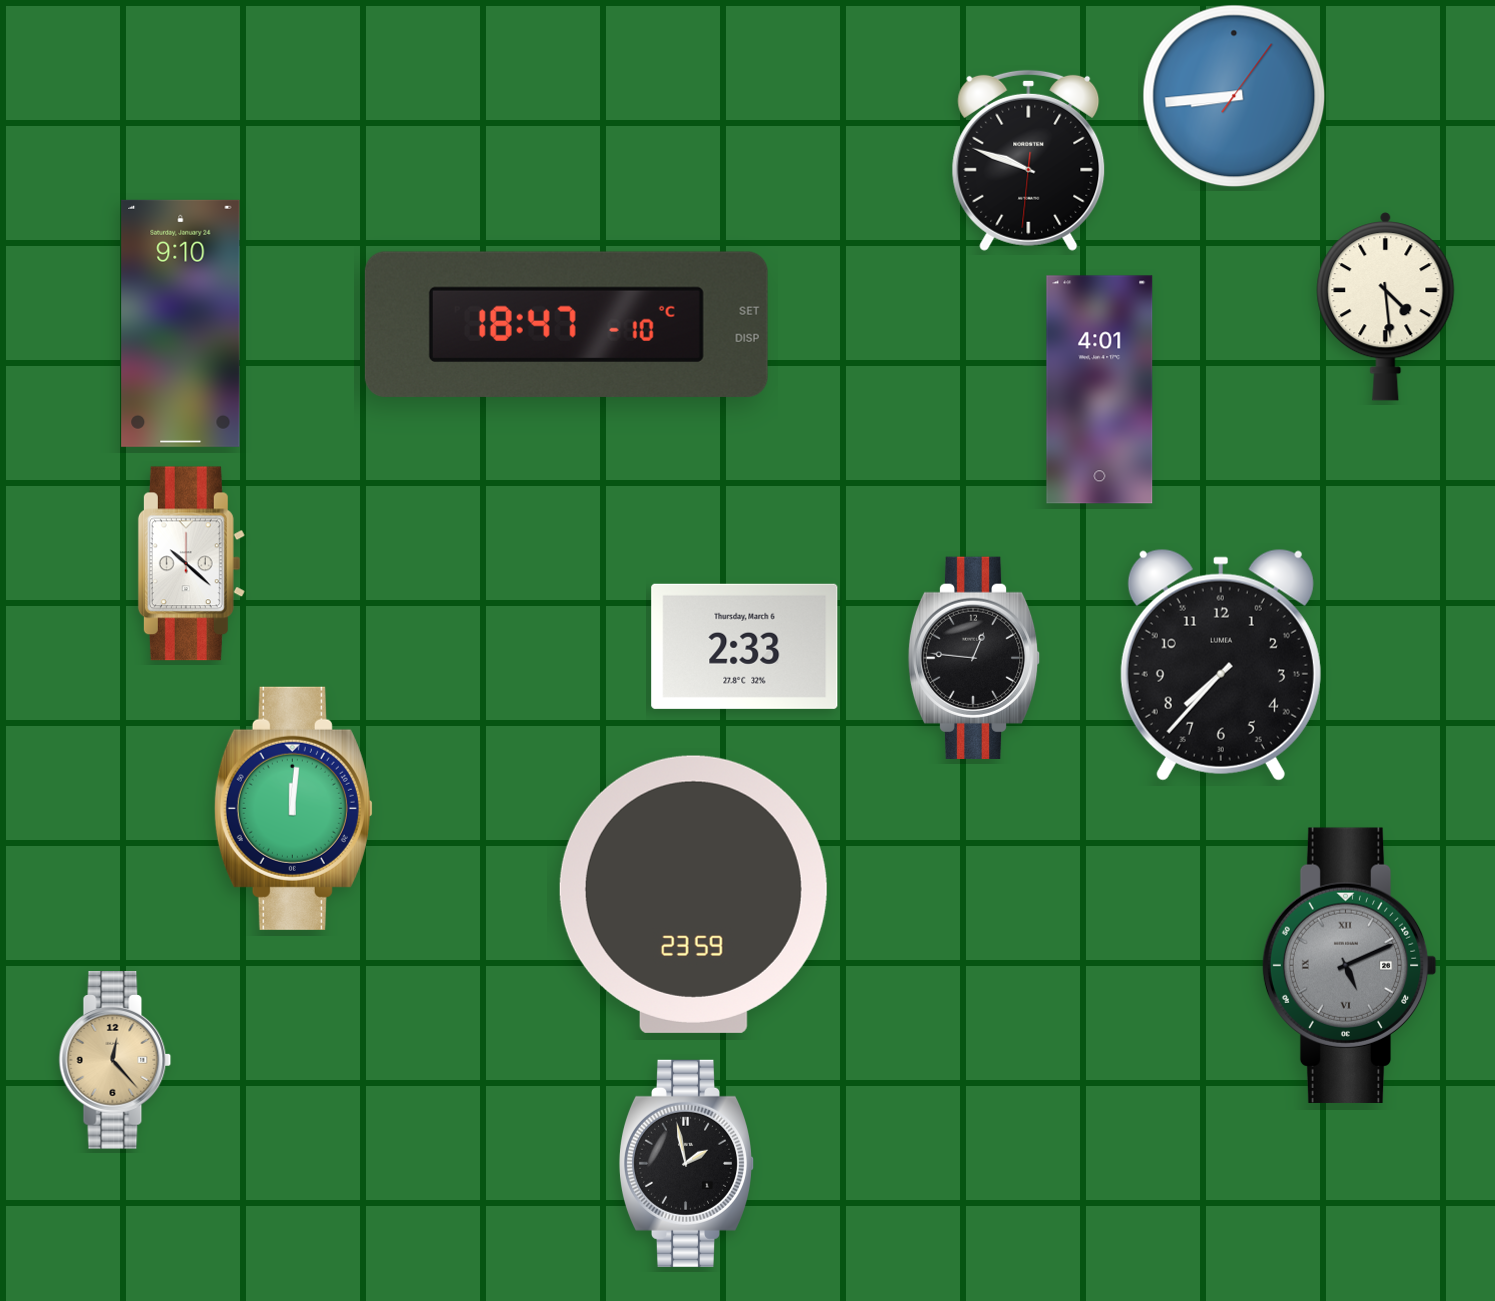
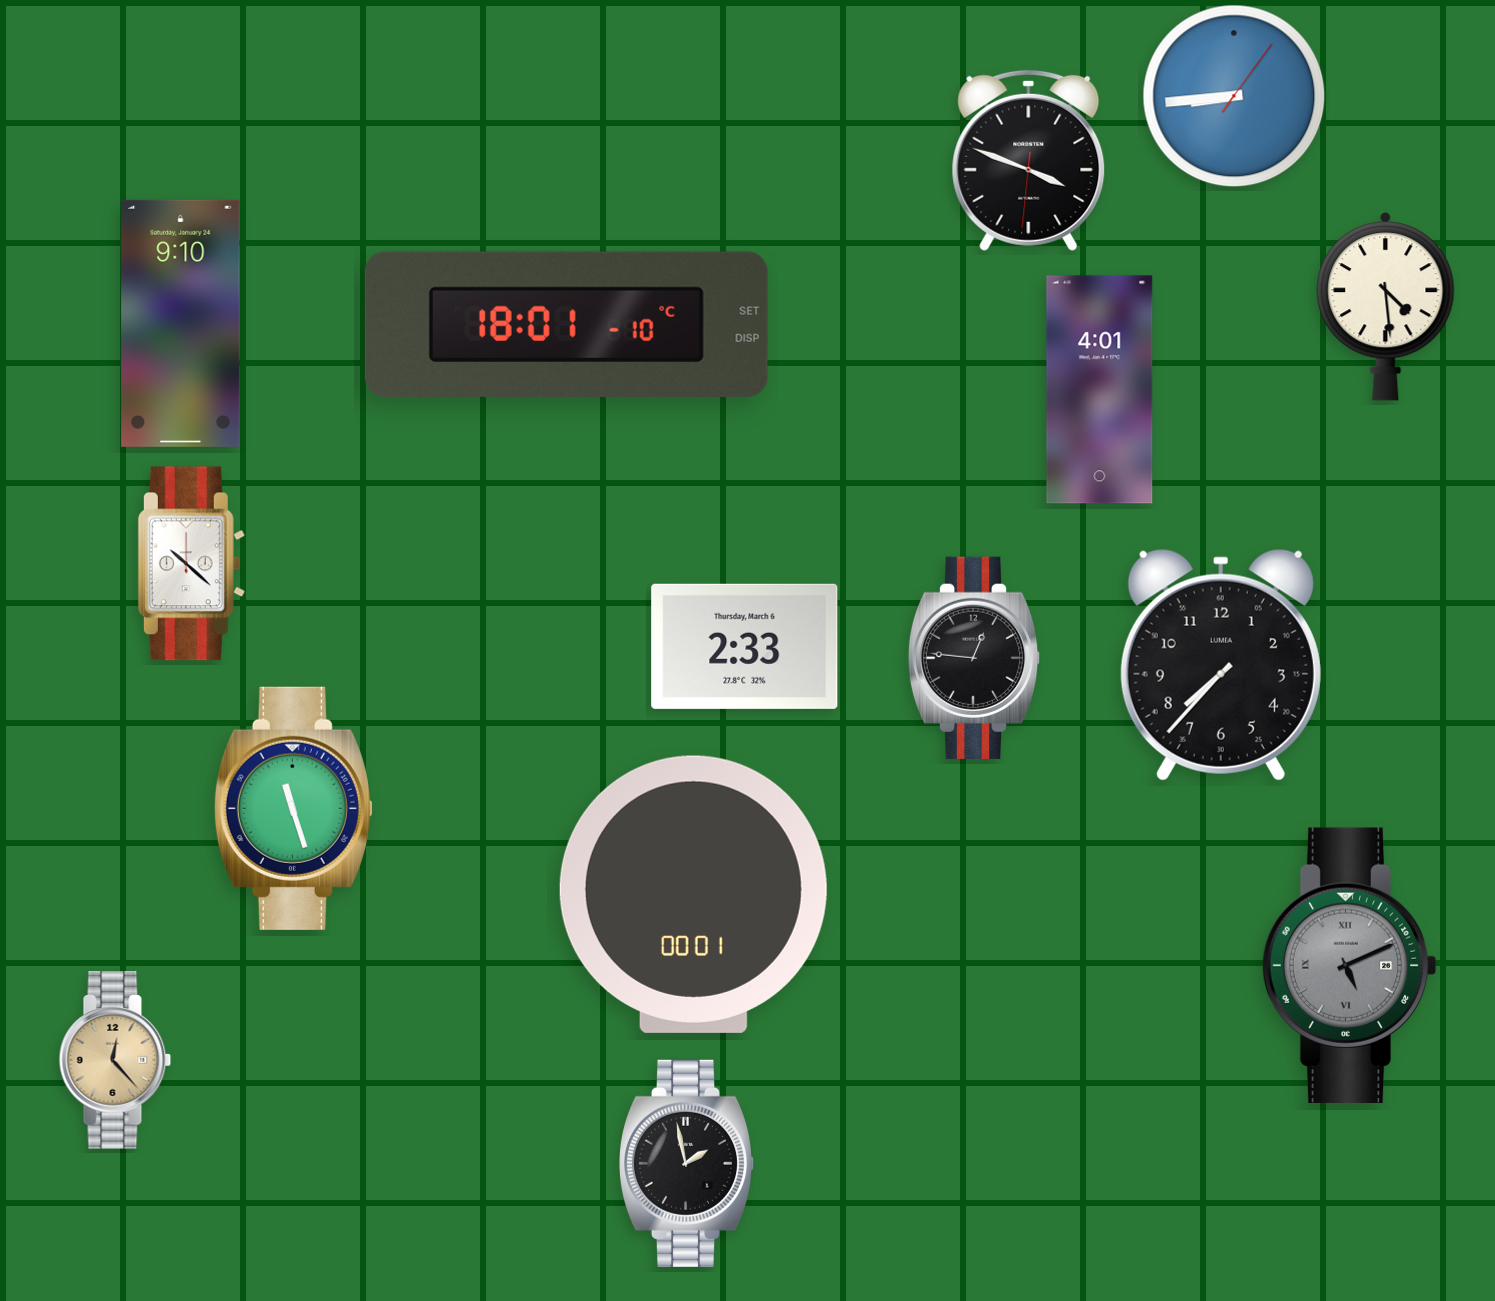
clock at (1029, 160): 9:48 -> 3:48
clock at (566, 324): 18:47 -> 18:01
clock at (293, 808): 12:01 -> 11:27
clock at (693, 894): 23:59 -> 00:01
